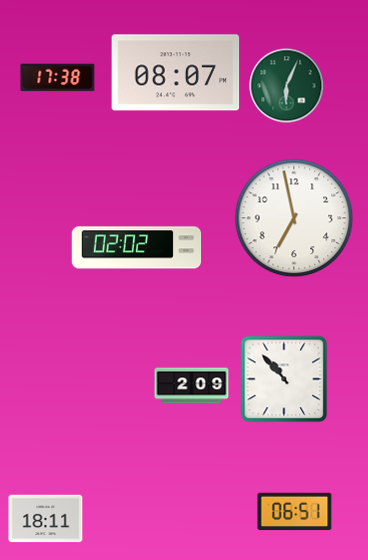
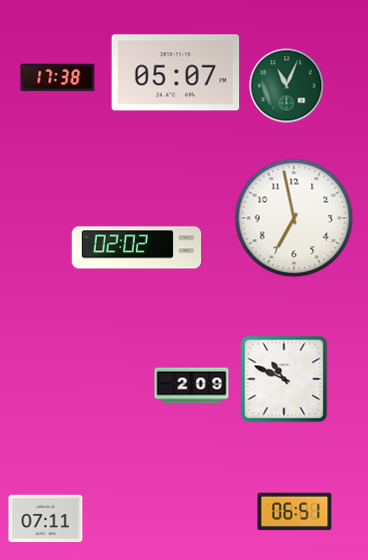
clock at (176, 73): 08:07 -> 05:07
clock at (287, 86): 6:04 -> 11:04
clock at (284, 379): 10:53 -> 10:49
clock at (46, 519): 18:11 -> 07:11
